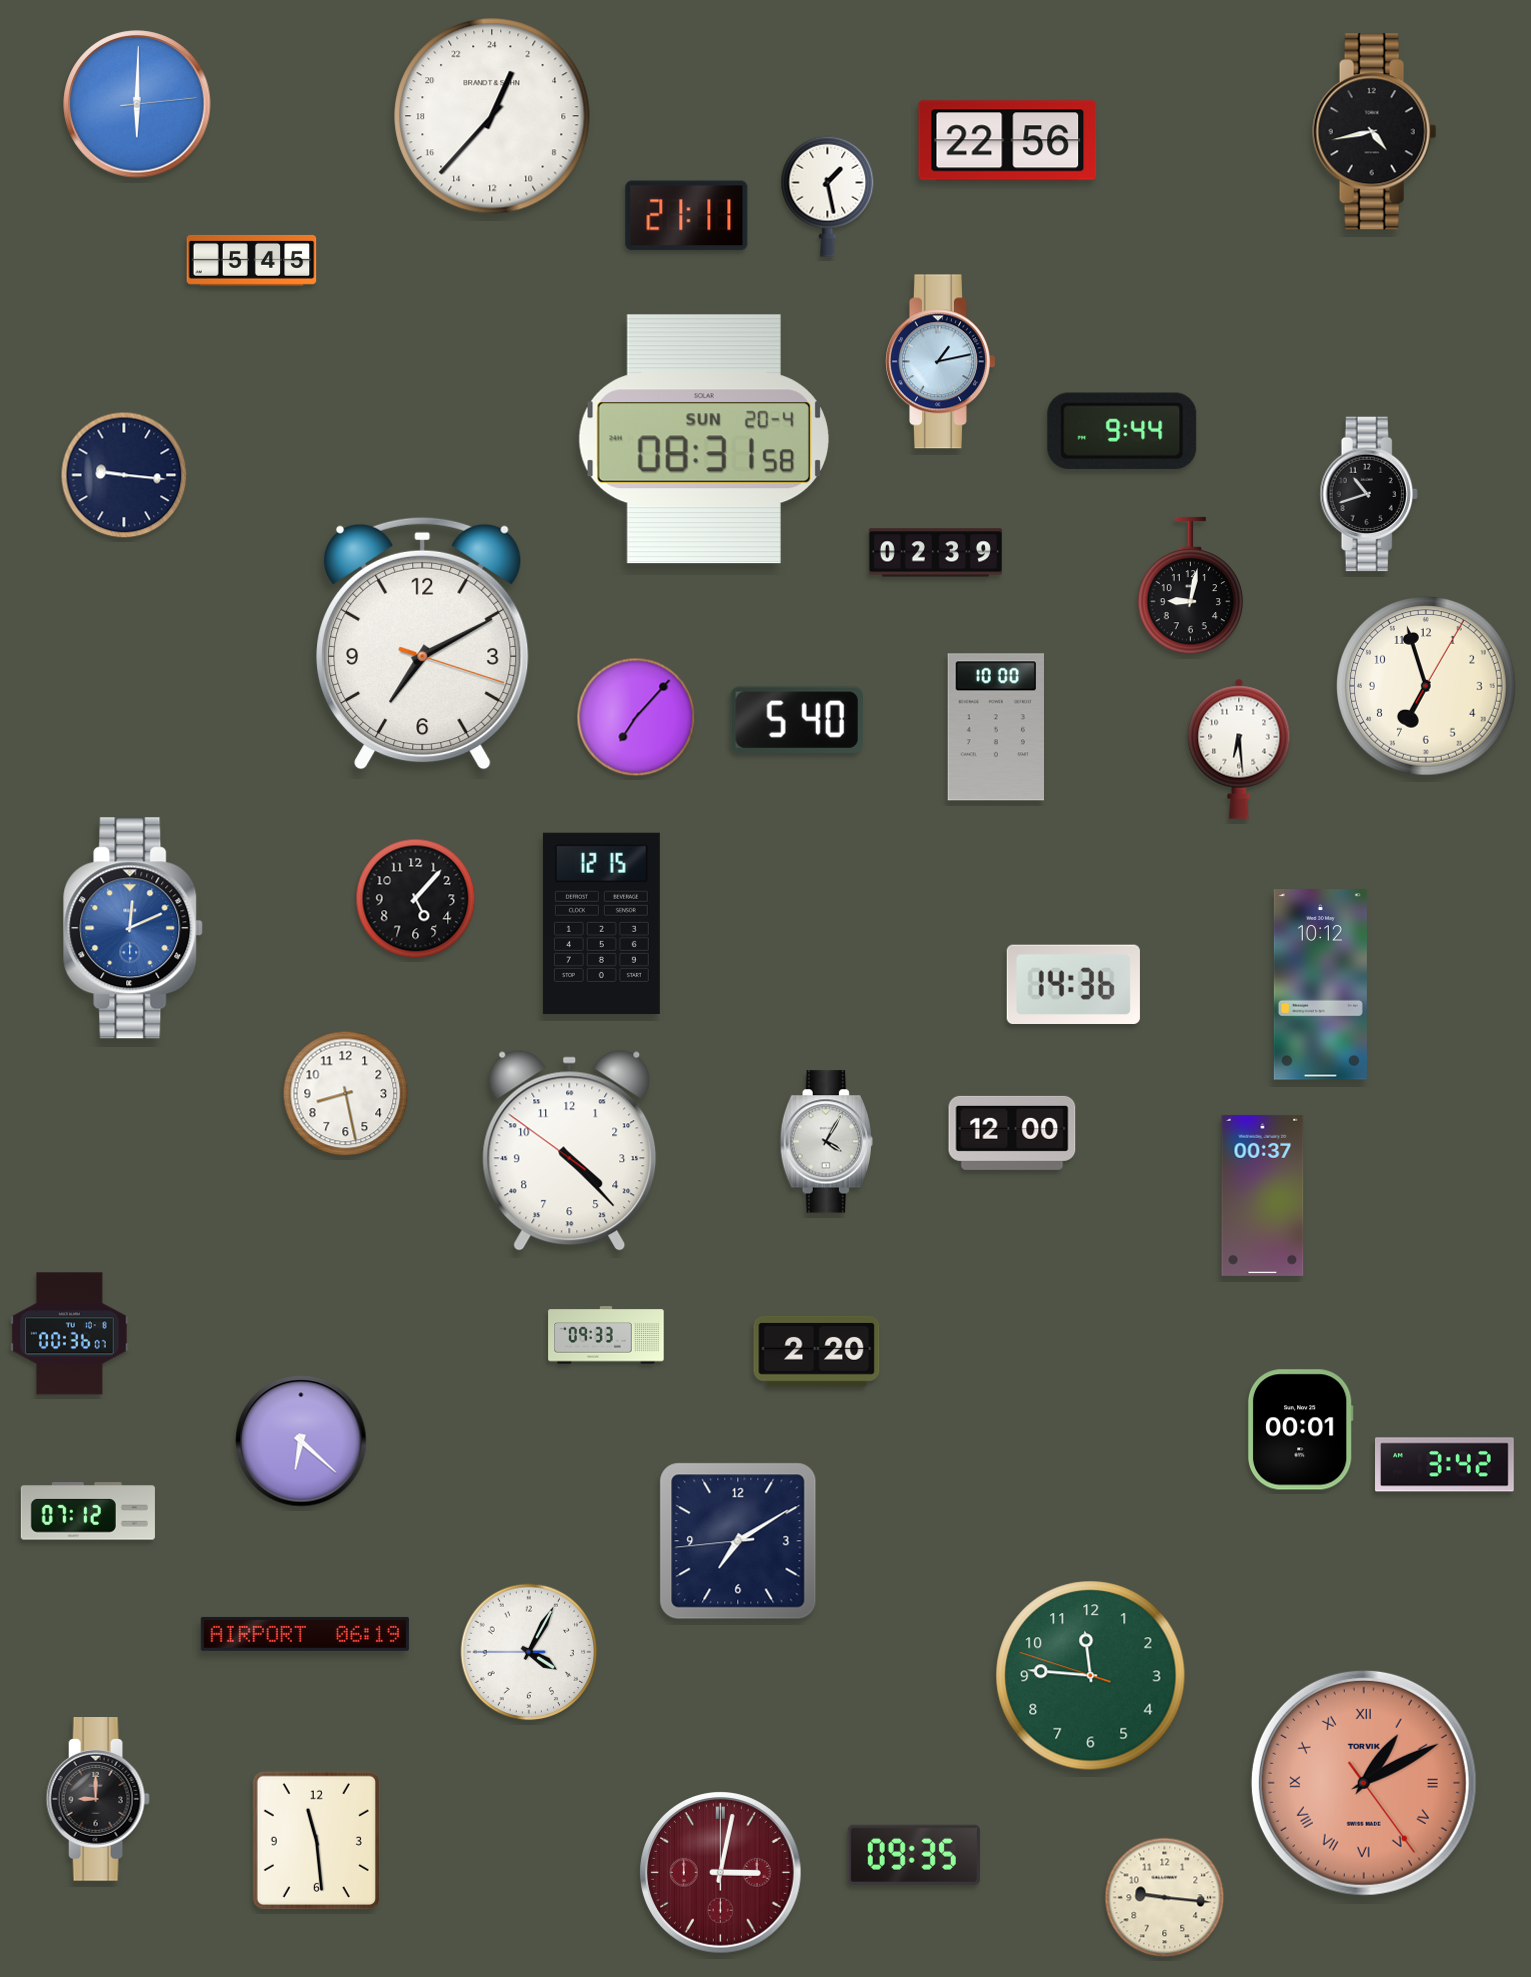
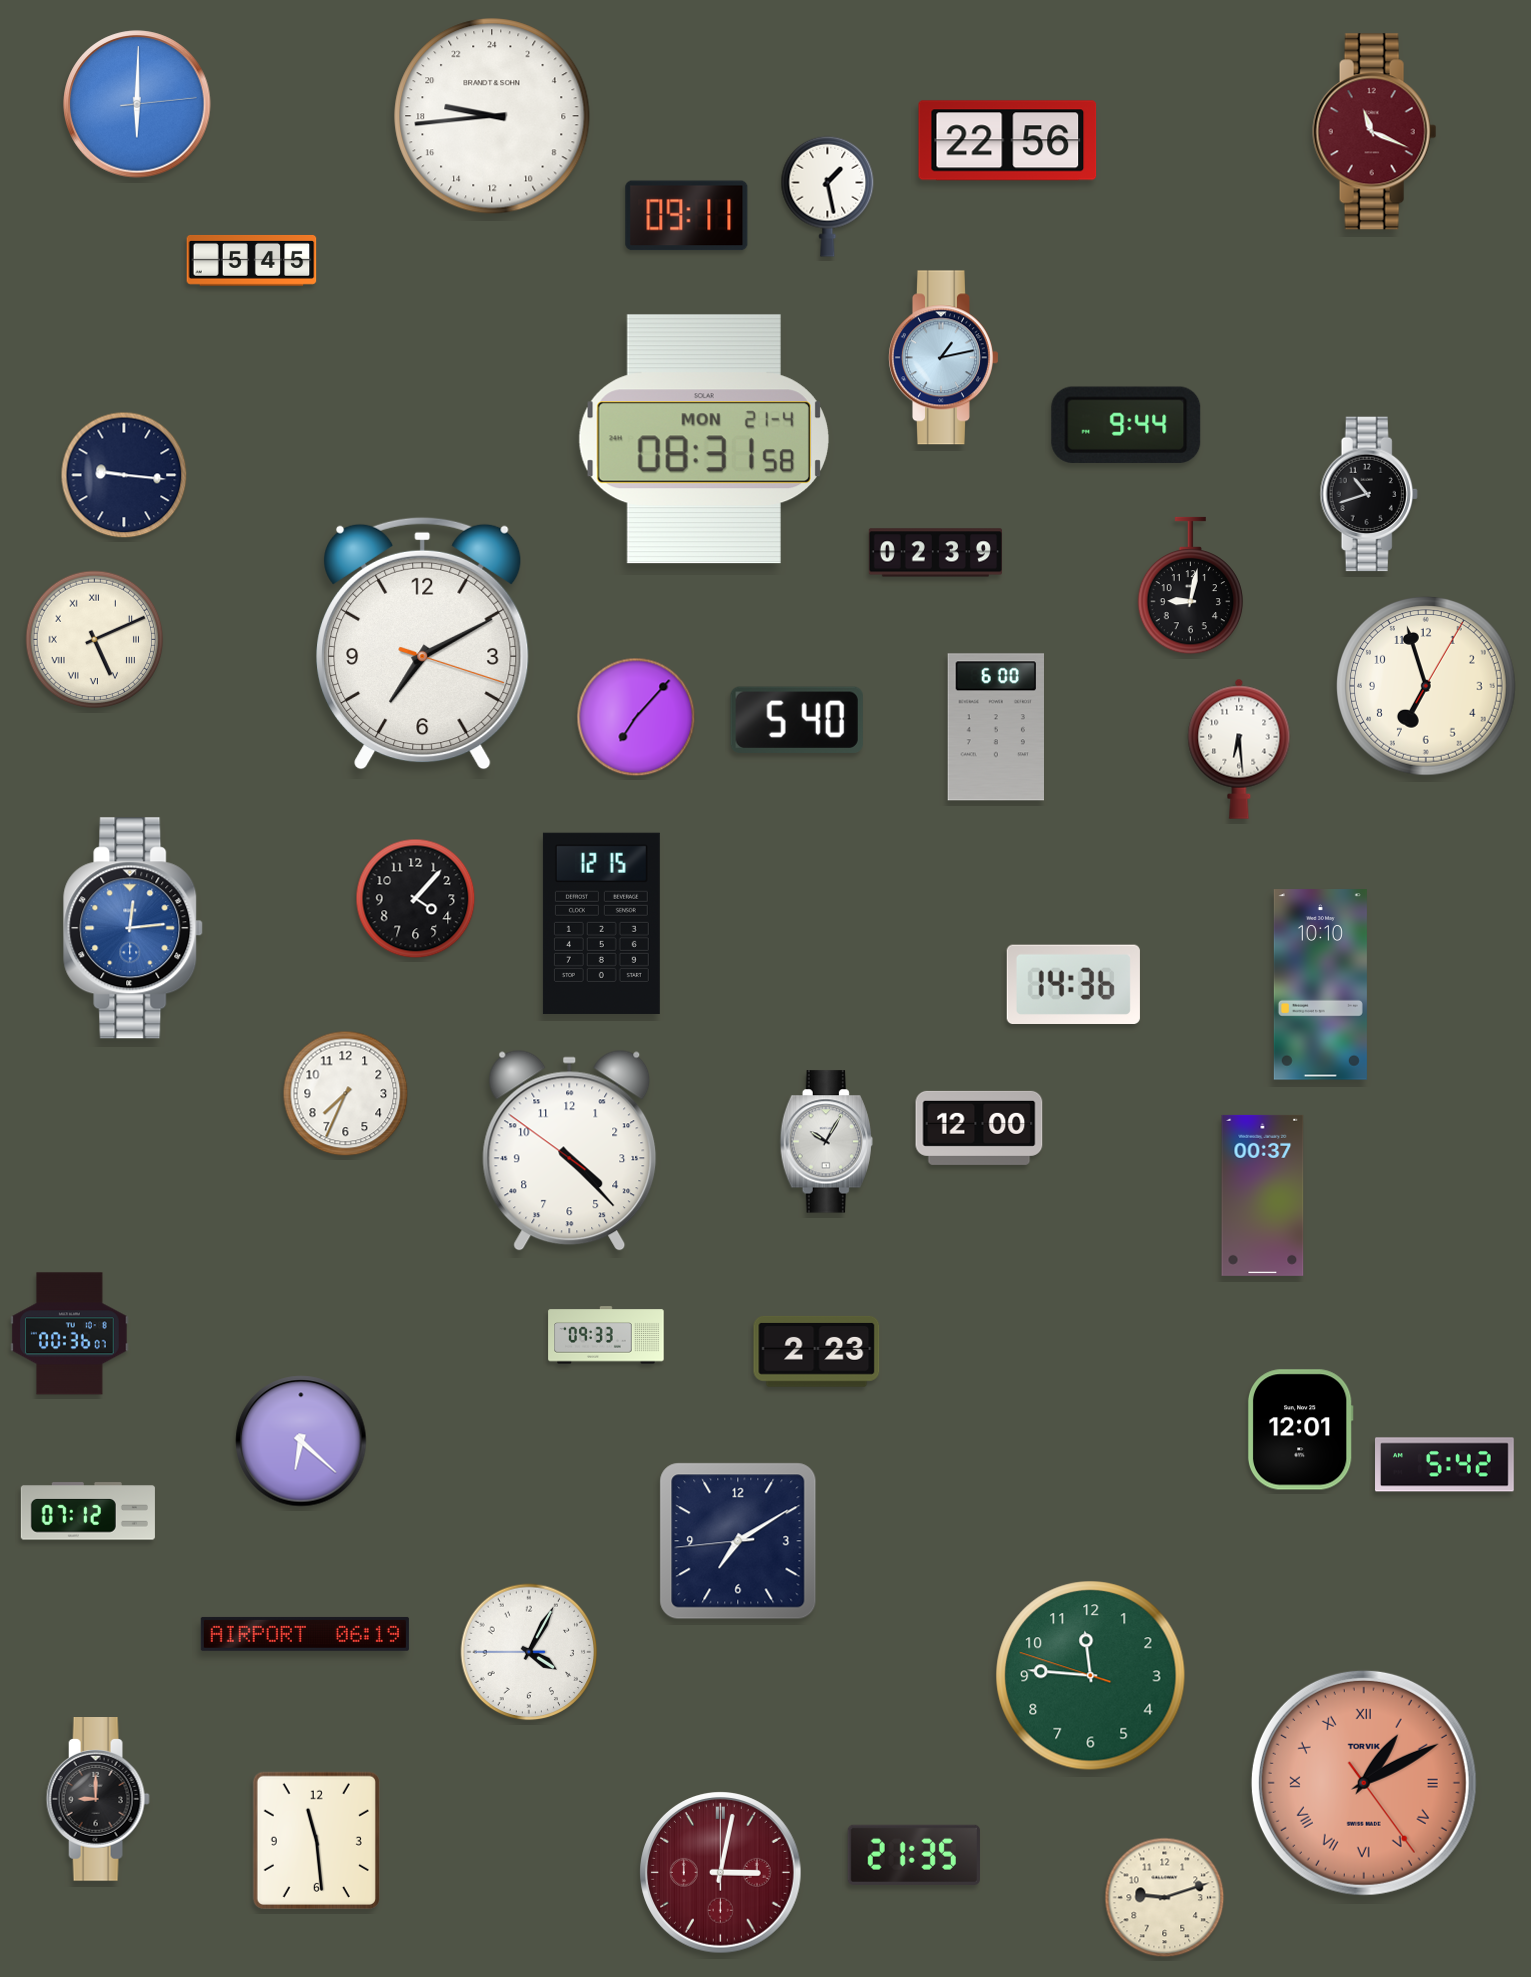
clock at (492, 116): 1:37 -> 18:44
clock at (1375, 132): 4:43 -> 11:19
clock at (1375, 132) dial: black -> burgundy
clock at (687, 216): 21:11 -> 09:11
clock at (941, 362) position: (941, 362) -> (944, 358)
clock at (1122, 431) position: (1122, 431) -> (1126, 425)
clock at (704, 439) date: SUN 20-4 -> MON 21-4
clock at (95, 640): none -> 5:11
clock at (995, 727): 10:00 -> 6:00
clock at (416, 899): 5:07 -> 4:07
clock at (134, 928): 12:11 -> 12:14
clock at (1320, 985): 10:12 -> 10:10
clock at (346, 1094): 8:28 -> 7:34
clock at (1012, 1133) position: (1012, 1133) -> (979, 1128)
clock at (826, 1142): 4:05 -> 10:05
clock at (817, 1351): 2:20 -> 2:23
clock at (1300, 1430): 00:01 -> 12:01
clock at (1445, 1465): 3:42 -> 5:42
clock at (914, 1855): 09:35 -> 21:35
clock at (1165, 1898): 9:16 -> 9:12
